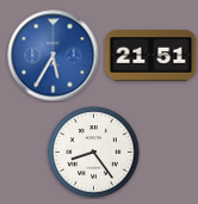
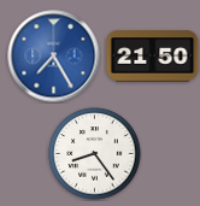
clock at (54, 56): 5:35 -> 7:25
clock at (151, 56): 21:51 -> 21:50
